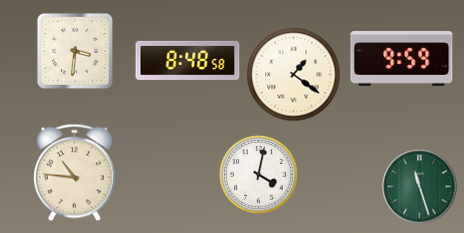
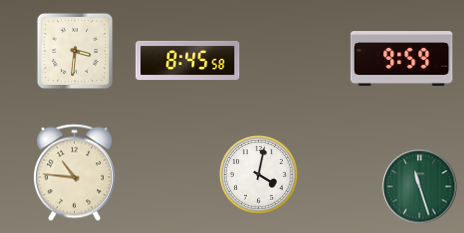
clock at (188, 60): 8:48 -> 8:45
clock at (294, 75): 1:21 -> none
